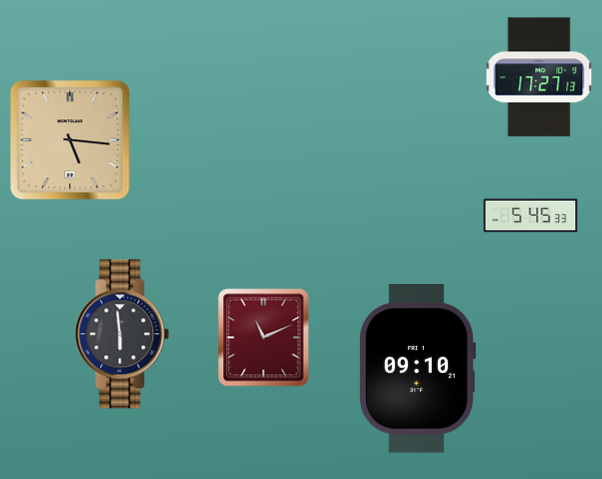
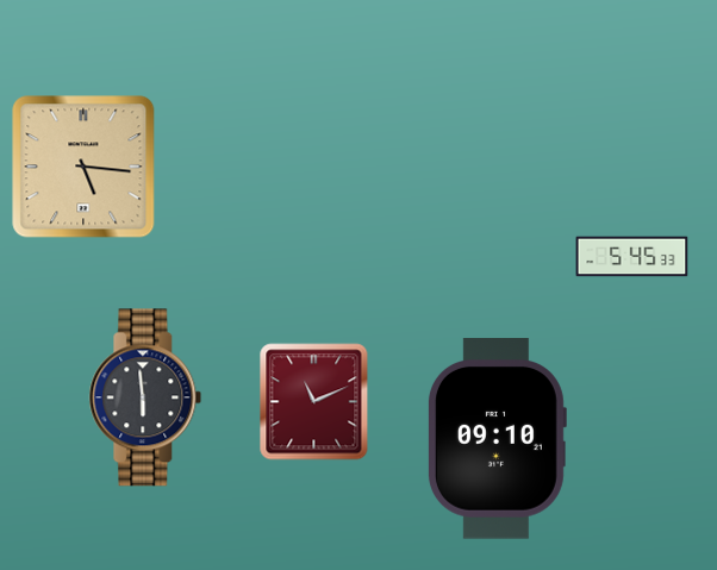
clock at (539, 77): 17:27 -> none
